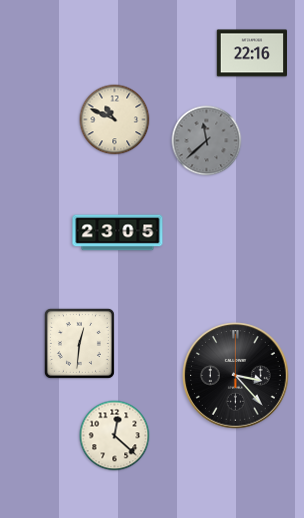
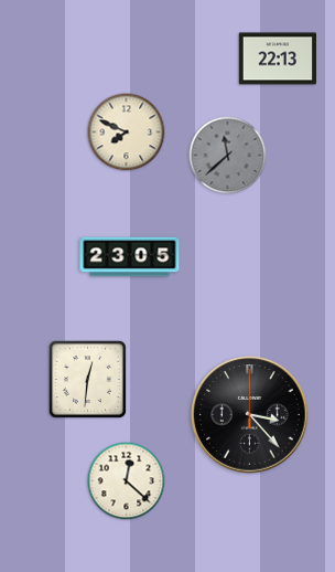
clock at (251, 53): 22:16 -> 22:13
clock at (115, 120): 10:49 -> 7:49
clock at (236, 376) position: (236, 376) -> (250, 415)
